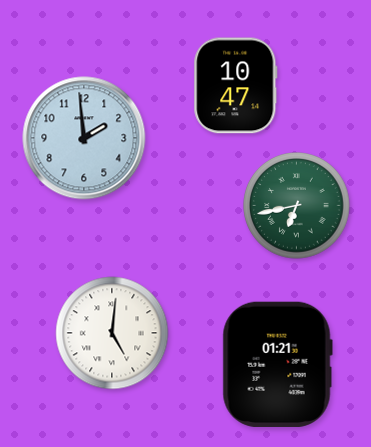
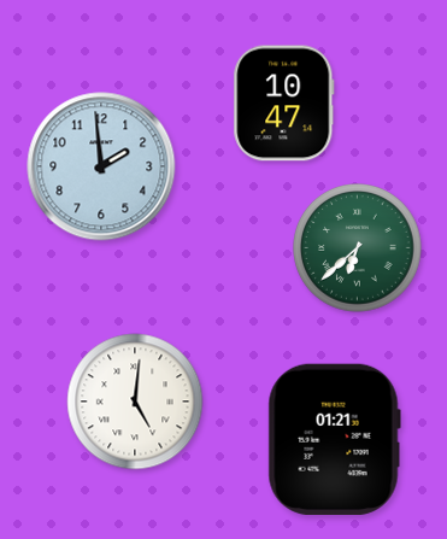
clock at (297, 206): 6:43 -> 6:38
